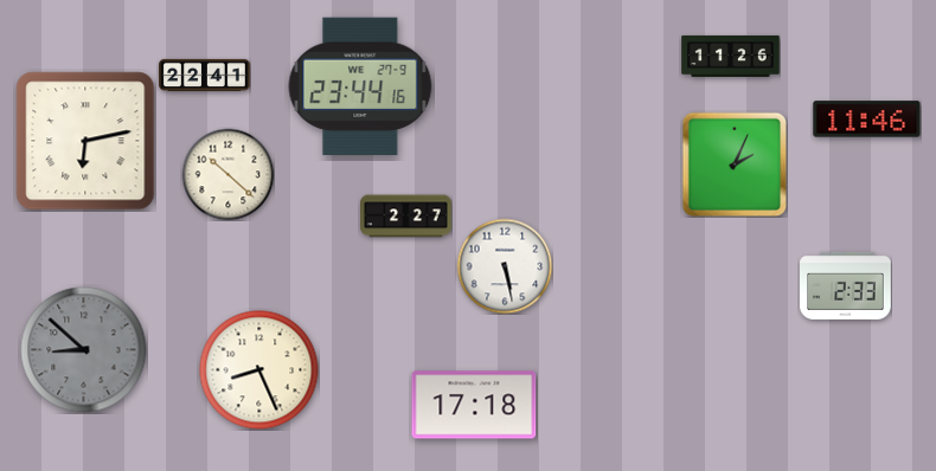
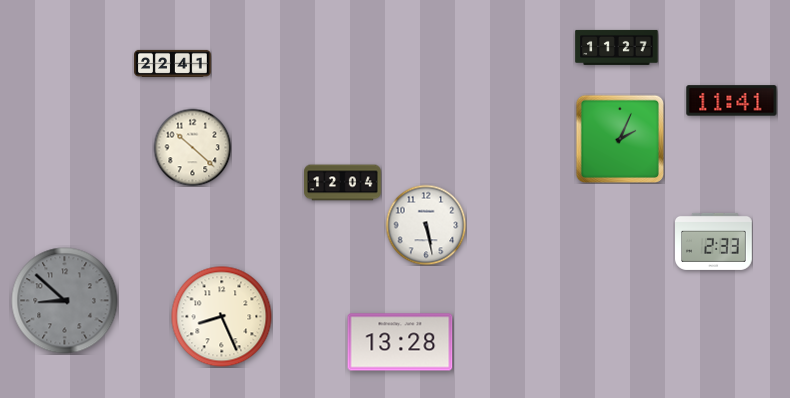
clock at (731, 56): 11:26 -> 11:27
clock at (360, 86): 23:44 -> none
clock at (867, 120): 11:46 -> 11:41
clock at (85, 141): 6:13 -> none
clock at (406, 217): 2:27 -> 12:04
clock at (84, 350) position: (84, 350) -> (65, 301)
clock at (259, 370) position: (259, 370) -> (222, 317)
clock at (474, 405): 17:18 -> 13:28
